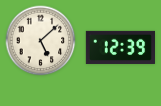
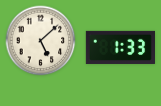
clock at (121, 47): 12:39 -> 1:33
